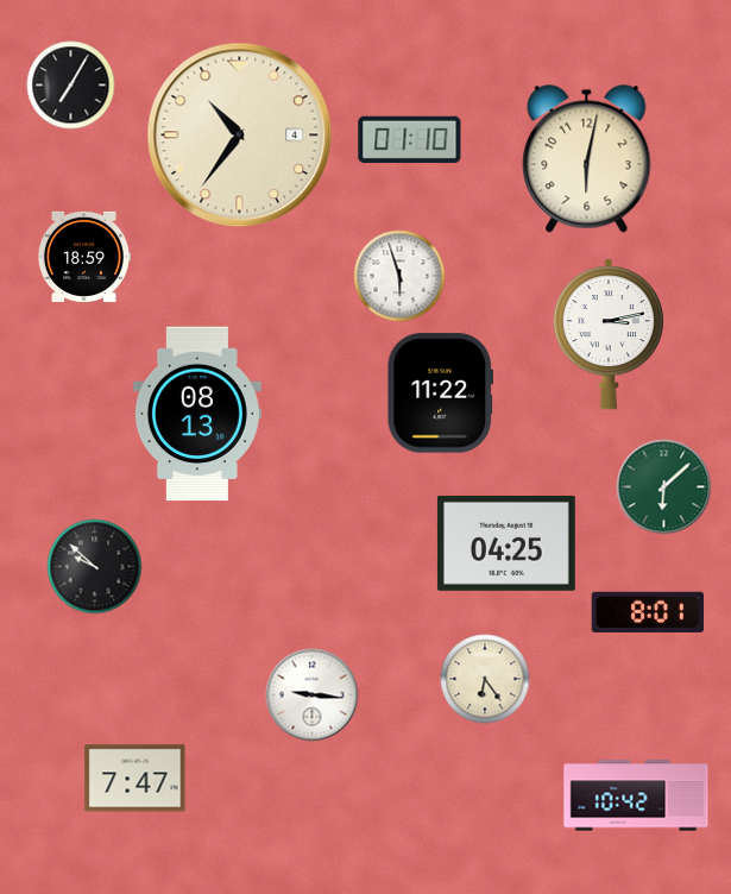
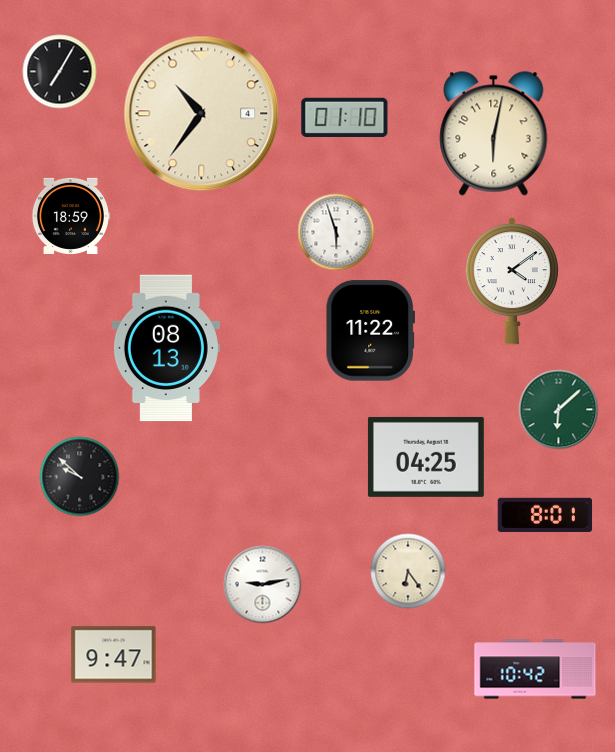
clock at (609, 334): 3:13 -> 4:09
clock at (313, 695): 9:16 -> 9:13
clock at (136, 779): 7:47 -> 9:47
